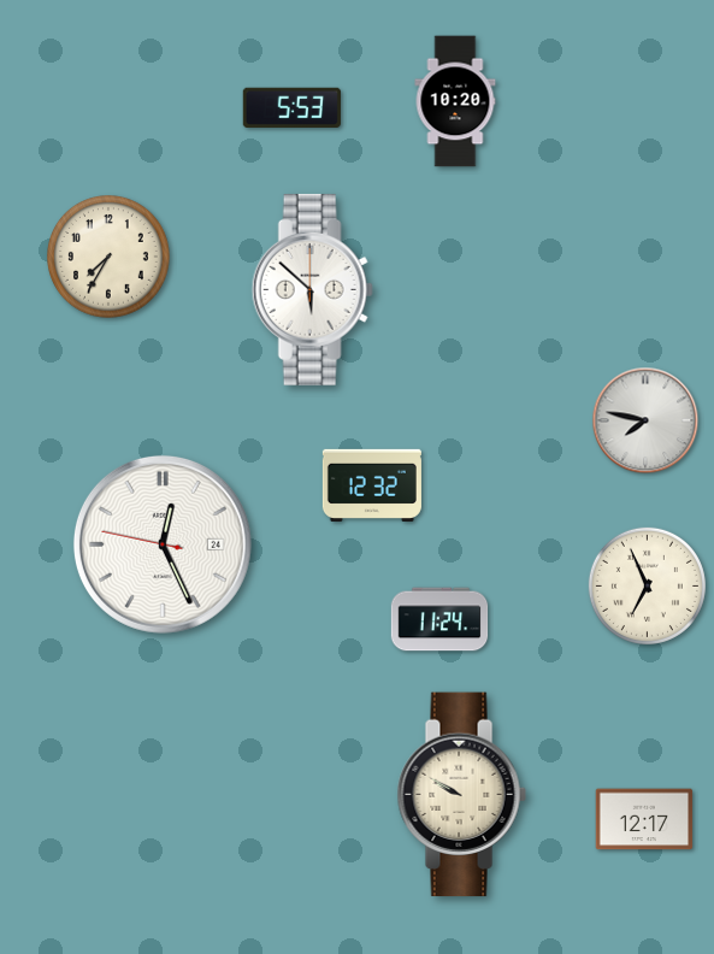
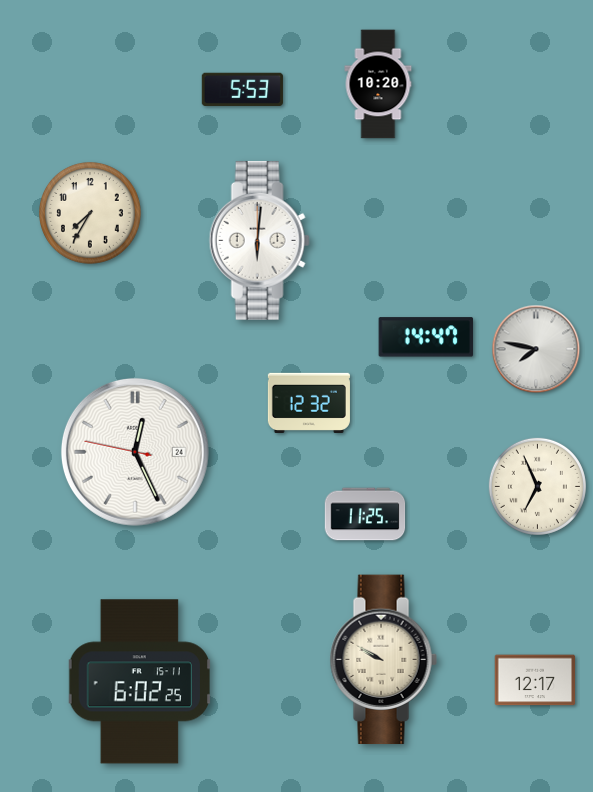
clock at (312, 289): 5:52 -> 6:01
clock at (426, 337): none -> 14:47
clock at (439, 619): 11:24 -> 11:25
clock at (139, 682): none -> 6:02
